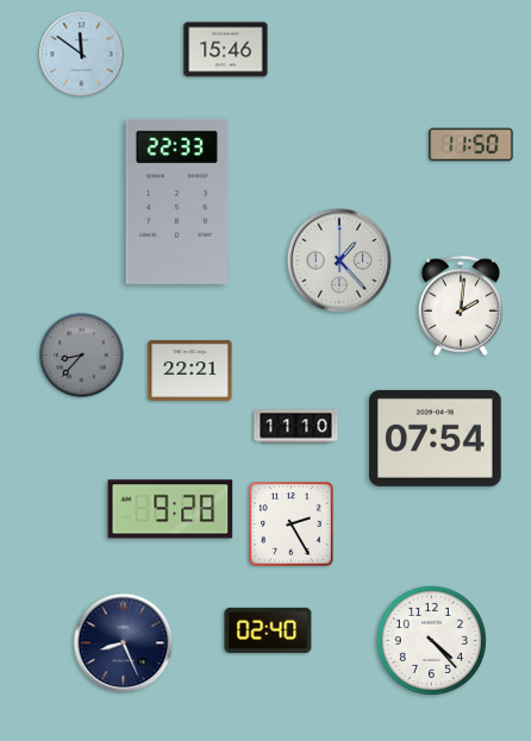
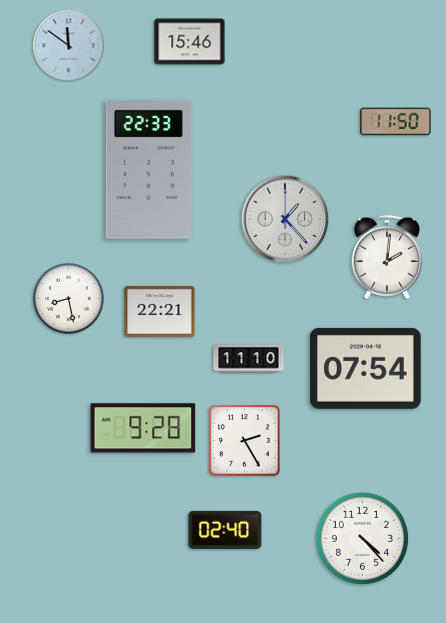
clock at (82, 356): 8:37 -> 8:28
clock at (82, 356) dial: grey -> white
clock at (124, 643): 8:26 -> none
